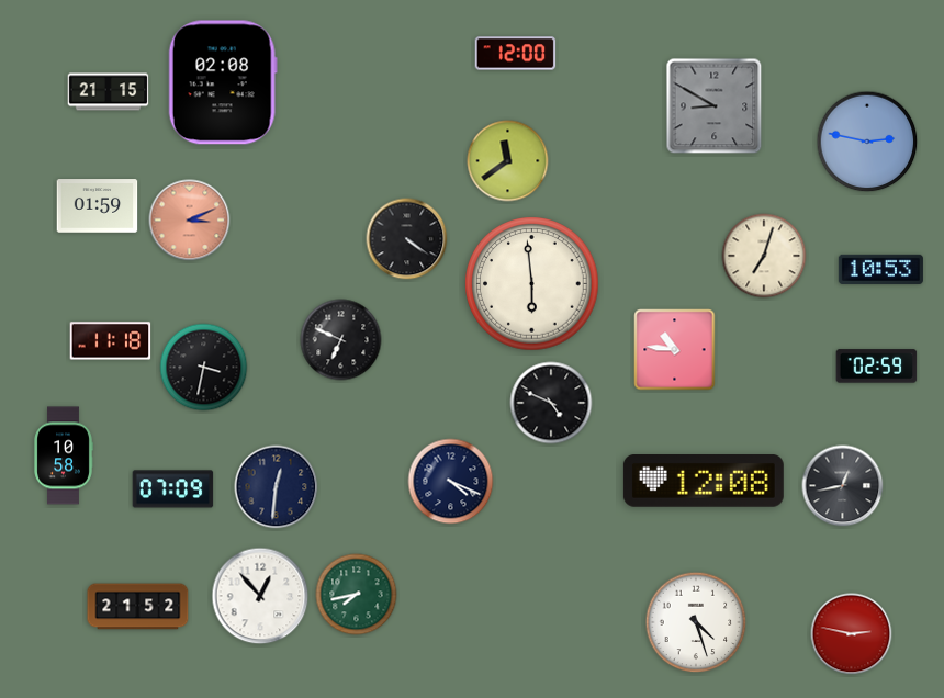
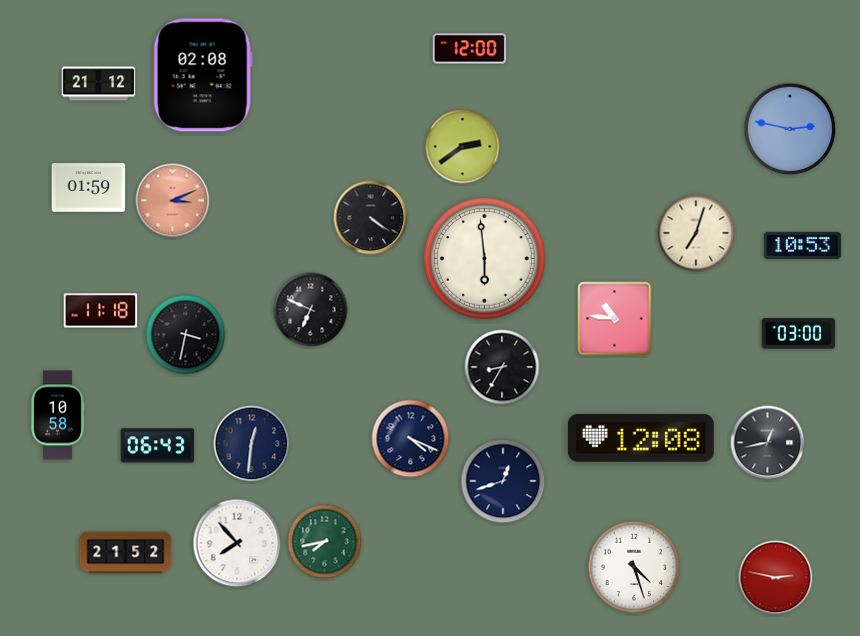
clock at (109, 92): 21:15 -> 21:12
clock at (715, 106): 8:50 -> none
clock at (508, 161): 11:39 -> 2:39
clock at (877, 367): 02:59 -> 03:00
clock at (551, 403): 4:49 -> 8:35
clock at (173, 489): 07:09 -> 06:43
clock at (503, 481): none -> 12:42
clock at (260, 596): 12:53 -> 7:53
